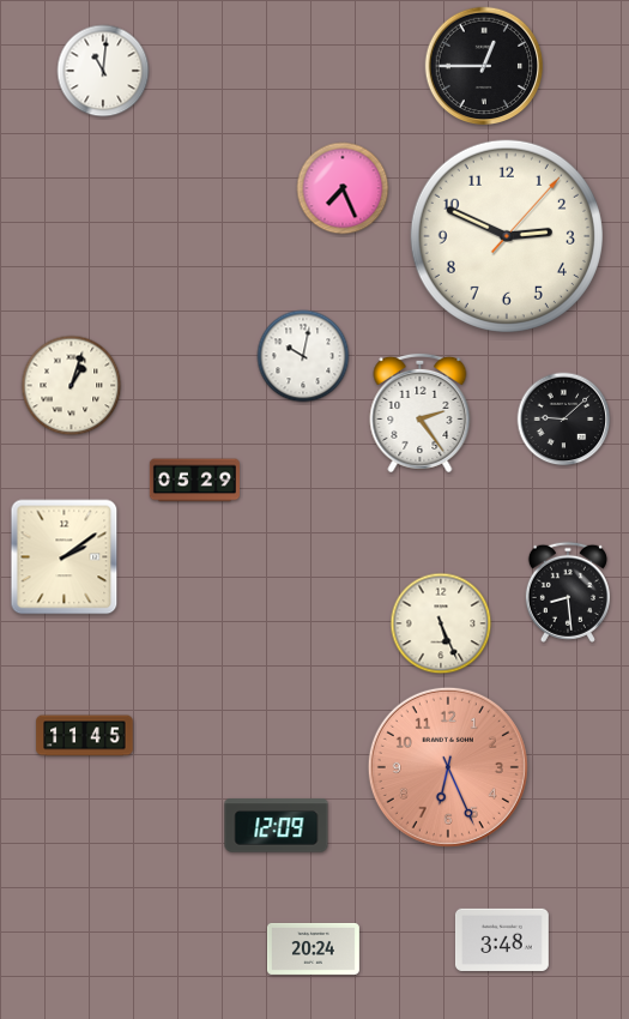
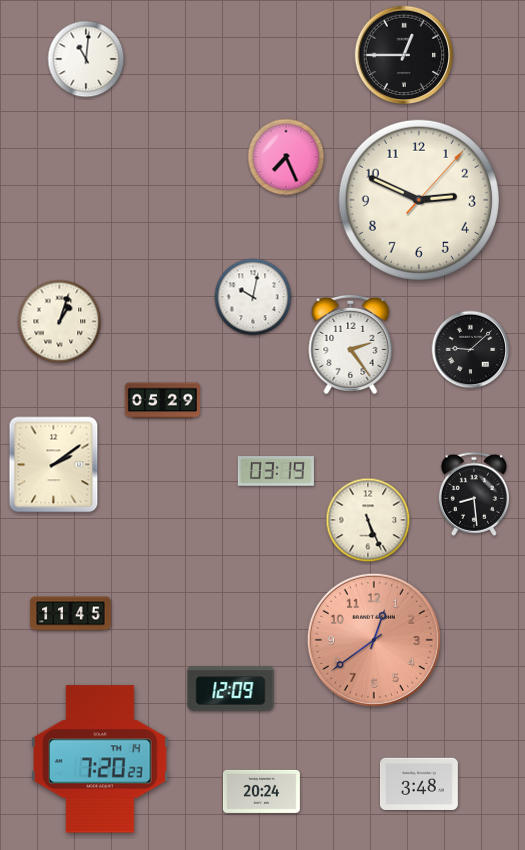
clock at (507, 236) position: (507, 236) -> (419, 200)
clock at (276, 471): none -> 03:19
clock at (448, 767): 6:26 -> 12:39
clock at (100, 759): none -> 7:20
